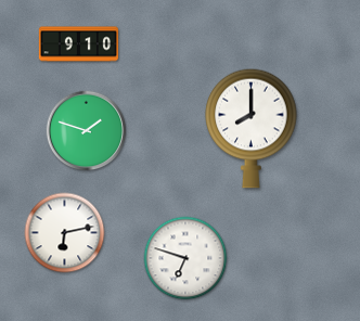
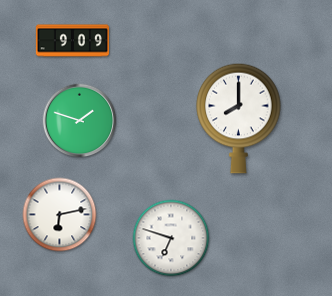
clock at (78, 44): 9:10 -> 9:09
clock at (252, 128) position: (252, 128) -> (239, 118)
